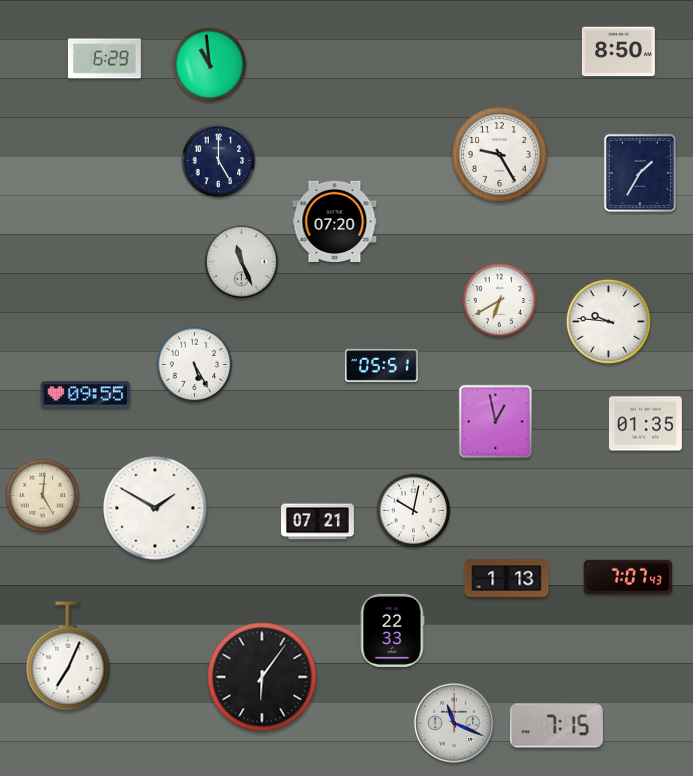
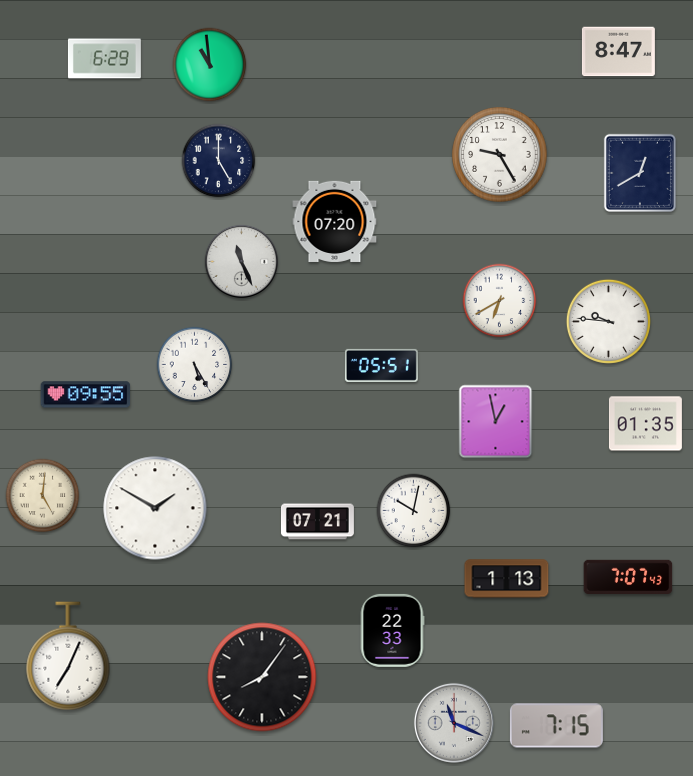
clock at (618, 52): 8:50 -> 8:47
clock at (640, 173): 1:35 -> 12:40
clock at (262, 677): 6:06 -> 8:06
